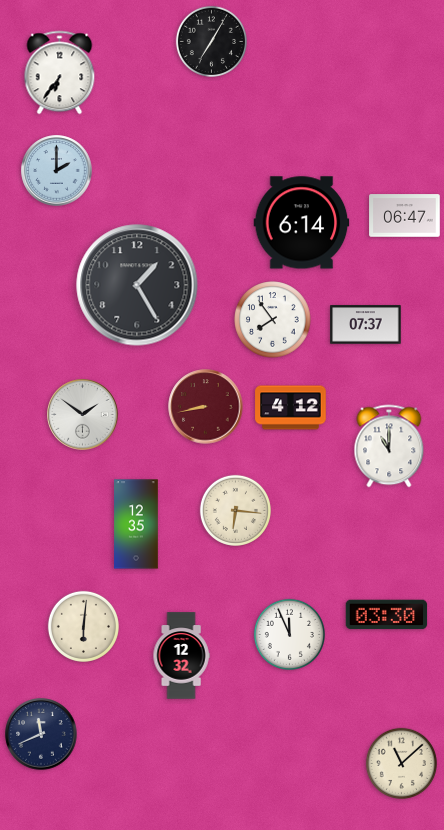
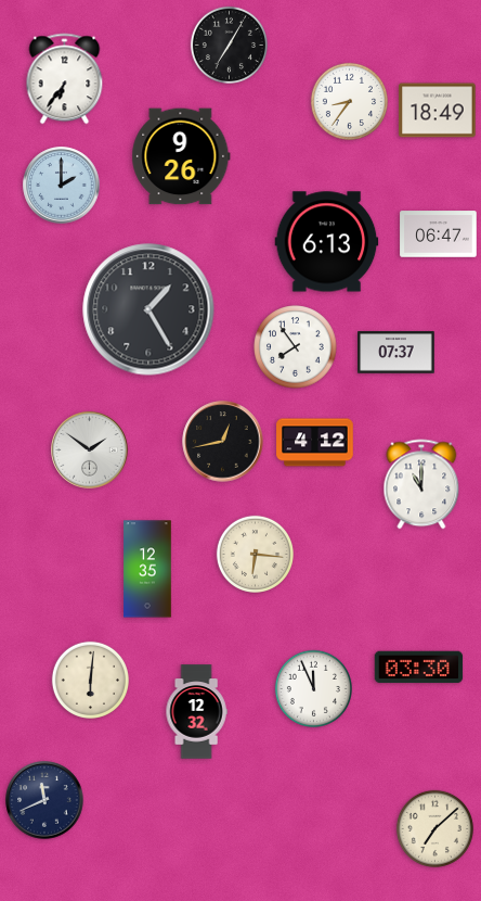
clock at (349, 101): none -> 8:36
clock at (438, 111): none -> 18:49
clock at (181, 156): none -> 9:26
clock at (302, 223): 6:14 -> 6:13
clock at (206, 407): 8:43 -> 12:43
clock at (206, 407) dial: burgundy -> black
clock at (41, 734) position: (41, 734) -> (44, 800)
clock at (401, 763): 11:08 -> 7:08
